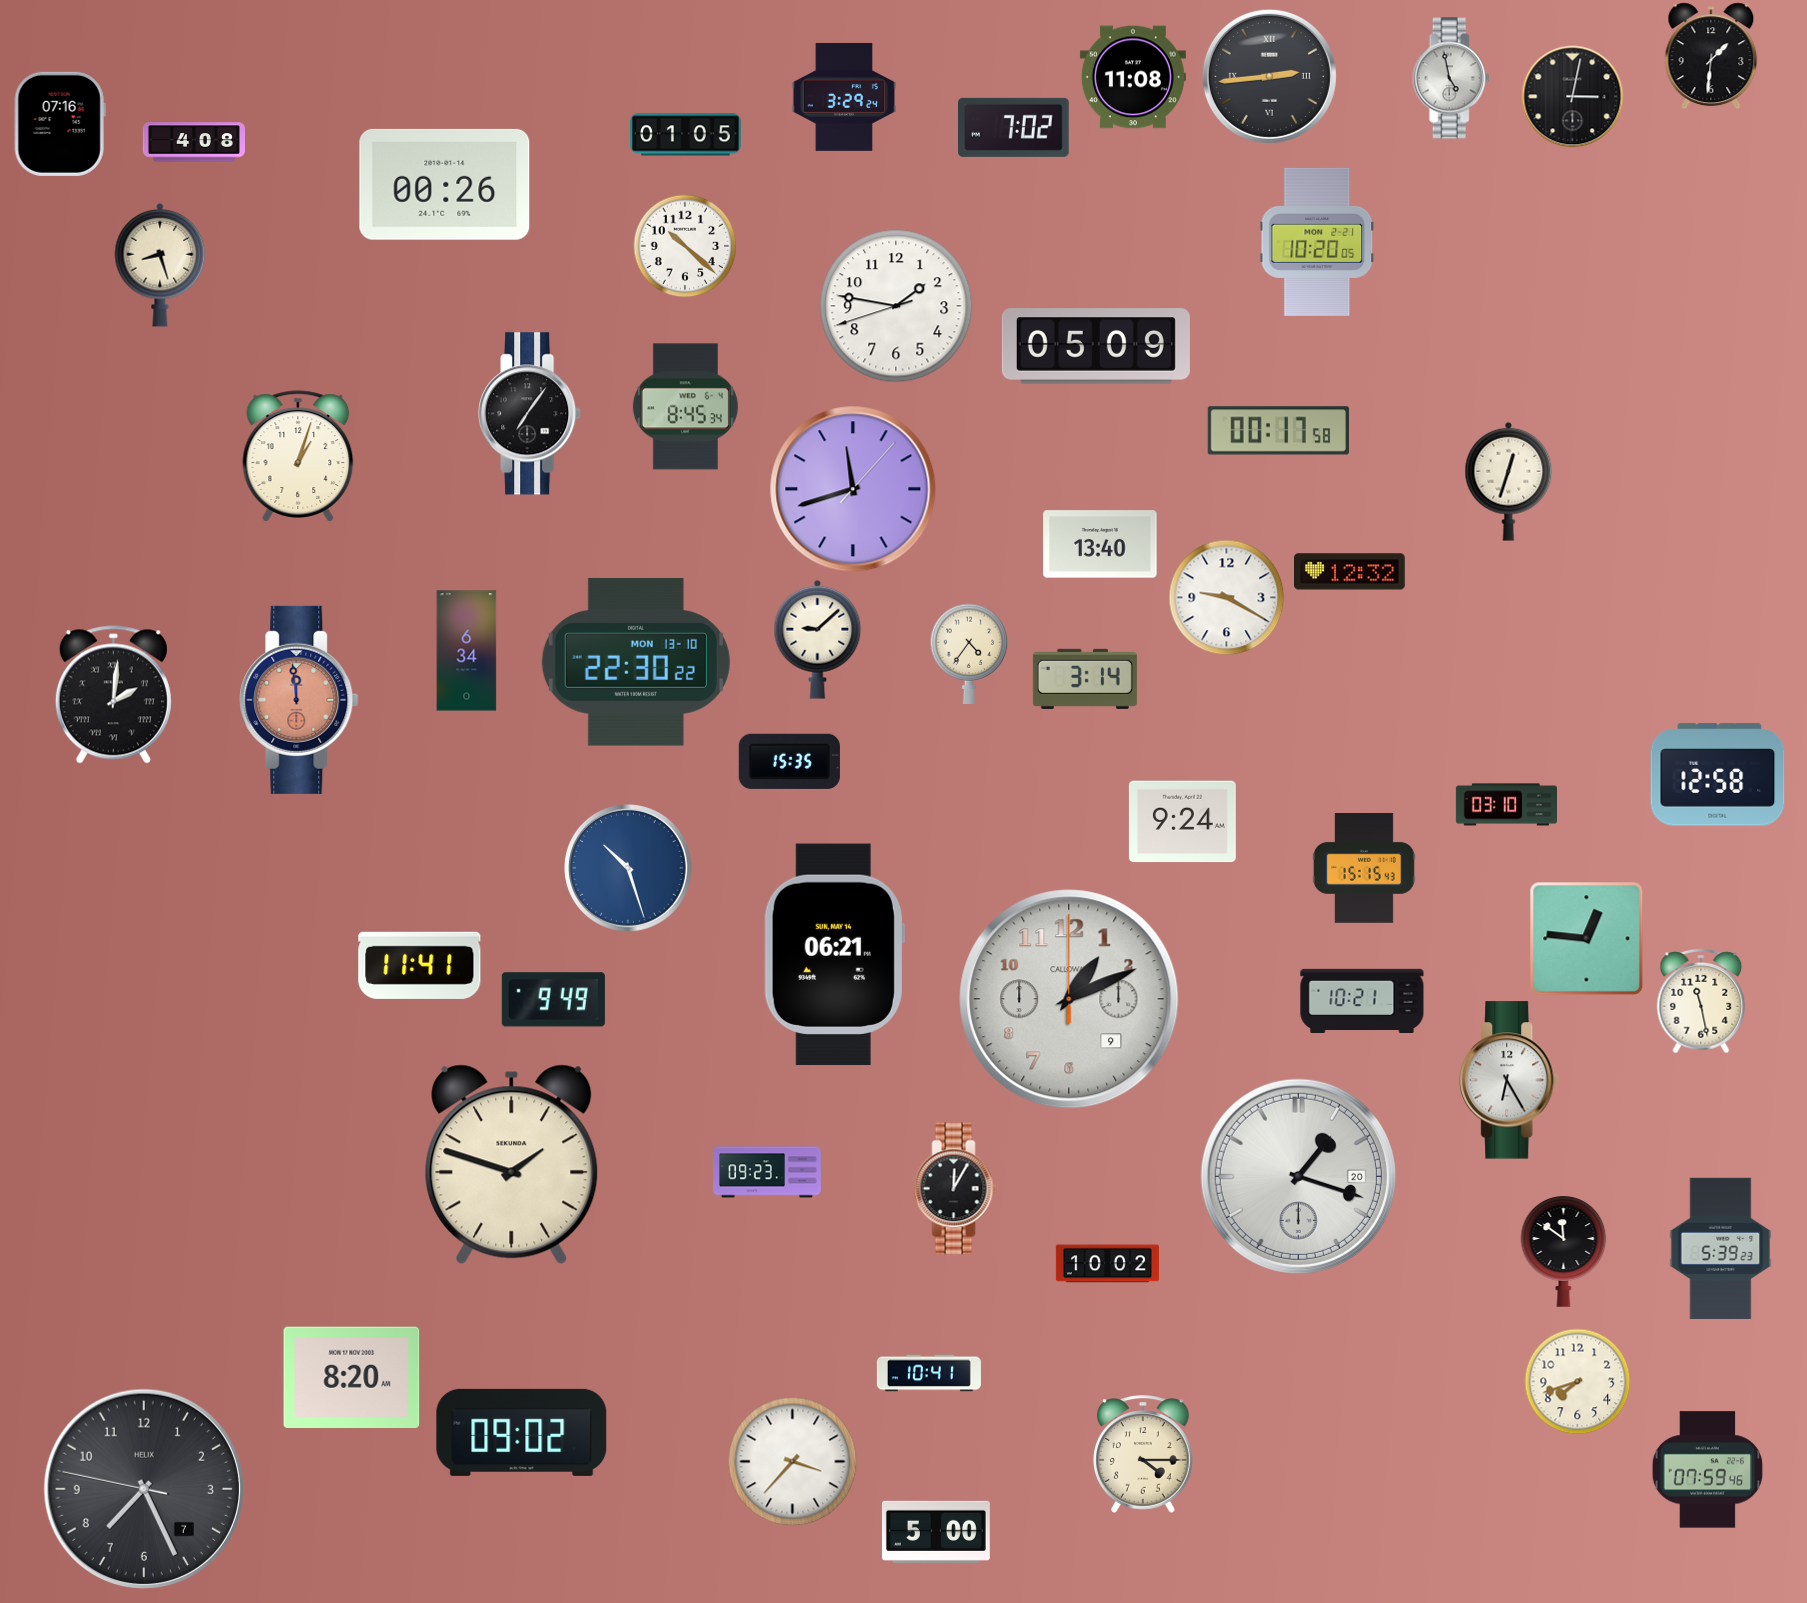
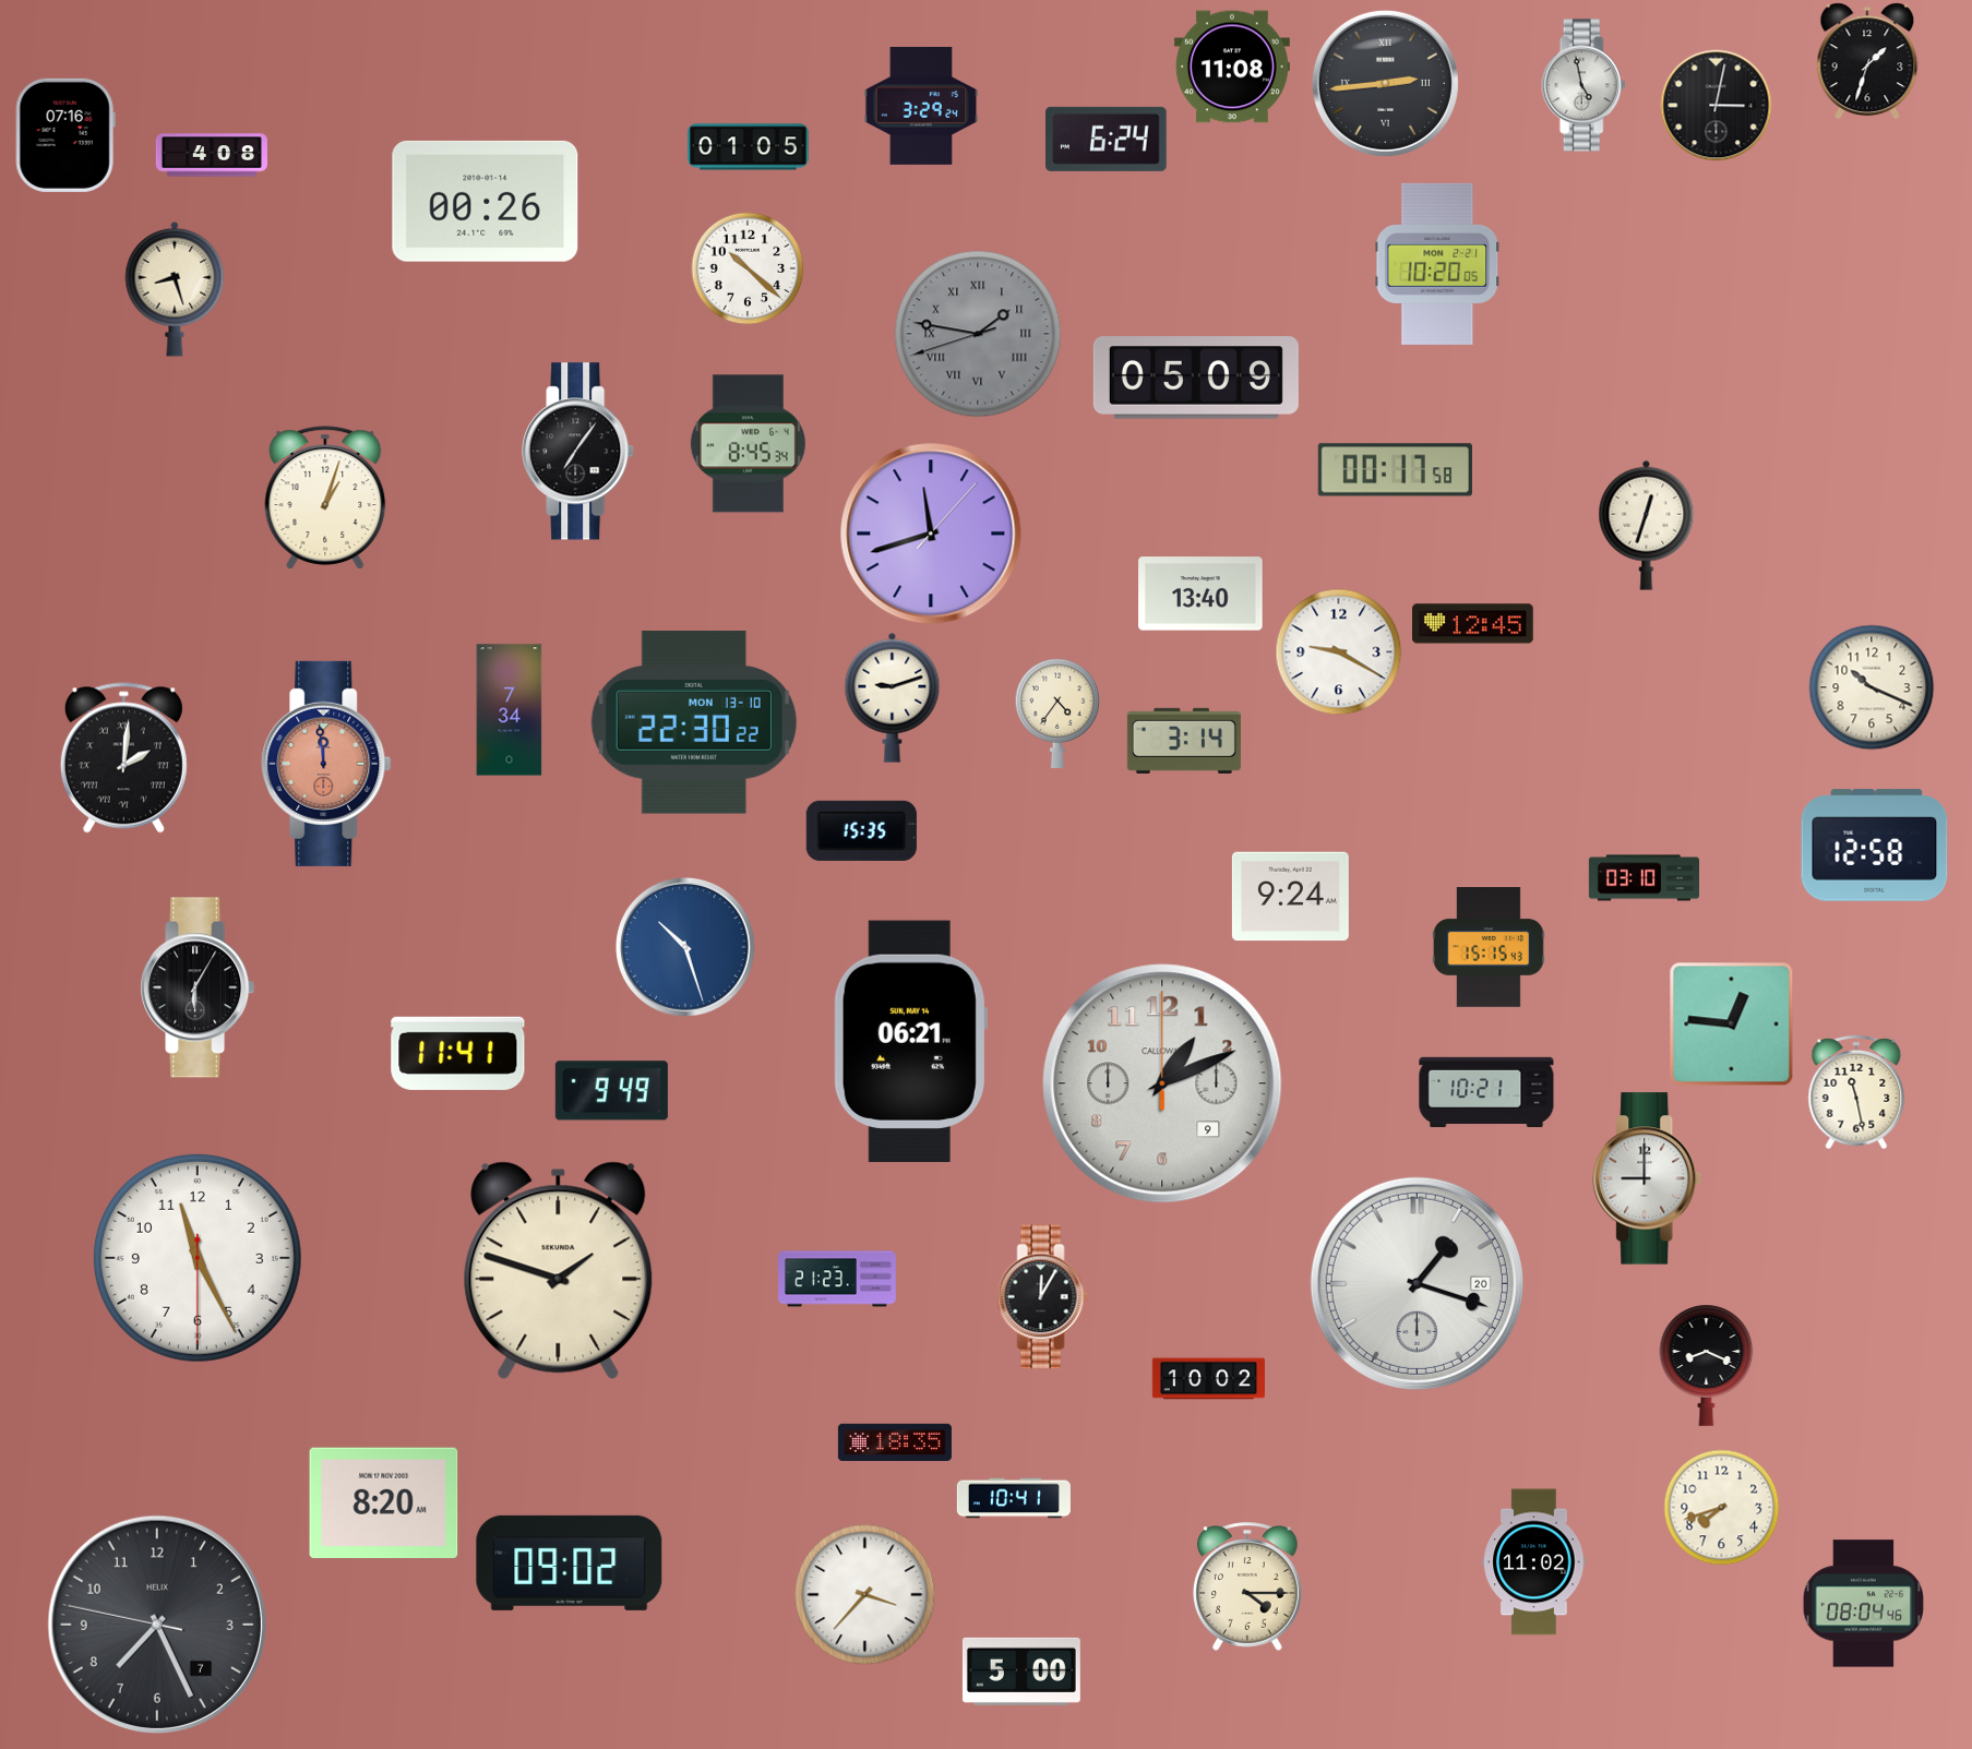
clock at (1711, 56): 1:31 -> 1:33
clock at (1133, 77) position: (1133, 77) -> (1232, 67)
clock at (1014, 127): 7:02 -> 6:24
clock at (896, 306) dial: white -> grey
clock at (896, 306) numerals: Arabic -> Roman
clock at (1350, 572): 12:32 -> 12:45
clock at (1872, 687): none -> 10:19
clock at (818, 639): 9:08 -> 9:12
clock at (467, 651): 6:34 -> 7:34
clock at (198, 987): none -> 6:05
clock at (1069, 999) position: (1069, 999) -> (1162, 1083)
clock at (553, 1000) position: (553, 1000) -> (611, 1091)
clock at (1510, 1080): 6:25 -> 9:00
clock at (198, 1258): none -> 11:25
clock at (768, 1172): 09:23 -> 21:23
clock at (1721, 1249): 5:39 -> none
clock at (1564, 1251): 11:51 -> 8:19
clock at (895, 1442): none -> 18:35
clock at (1534, 1562): none -> 11:02
clock at (1708, 1470): 07:59 -> 08:04
